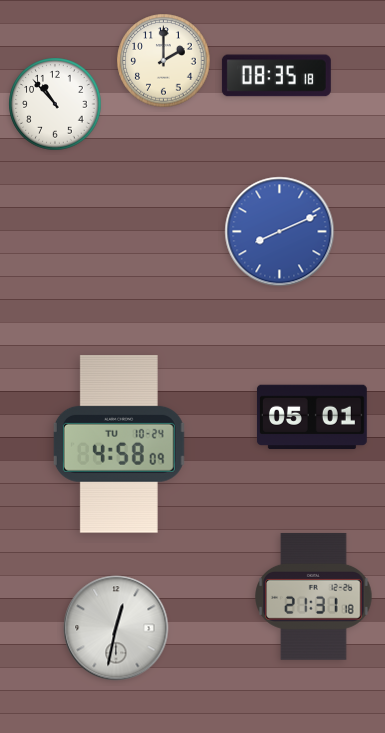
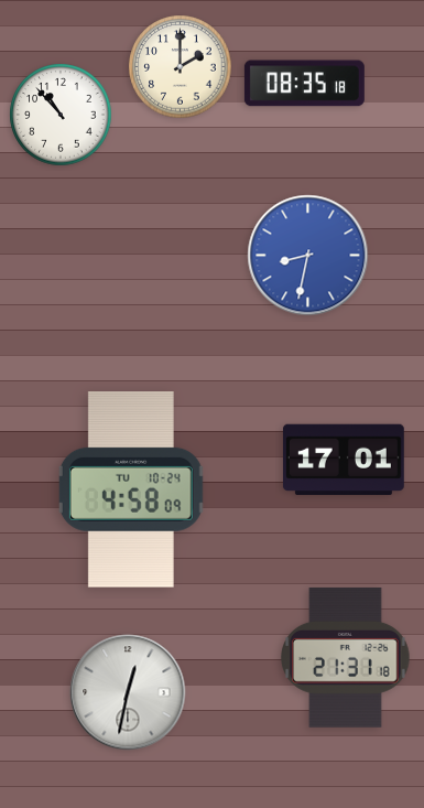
clock at (280, 232): 8:11 -> 8:32
clock at (312, 417): 05:01 -> 17:01
